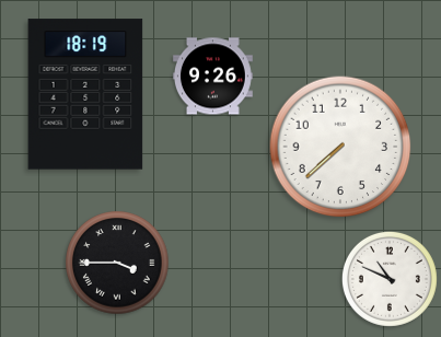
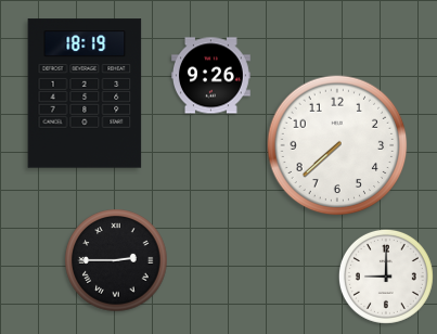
clock at (117, 263): 3:45 -> 2:45
clock at (390, 279): 10:49 -> 9:00
